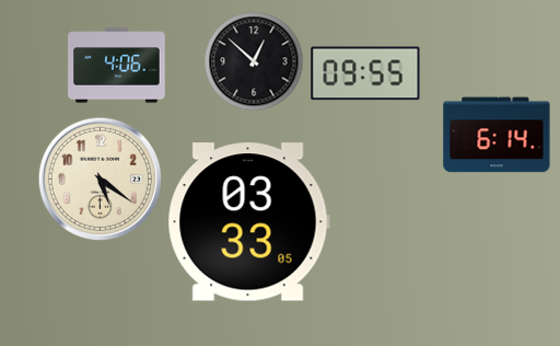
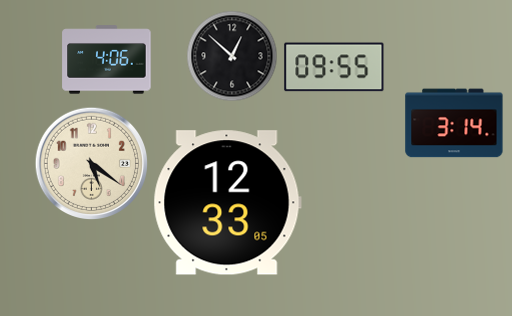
clock at (497, 135): 6:14 -> 3:14
clock at (248, 222): 03:33 -> 12:33
